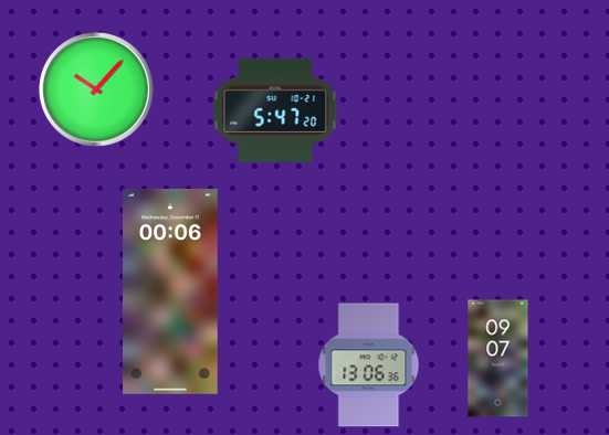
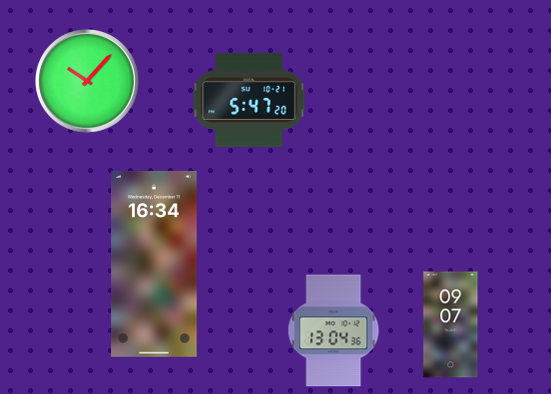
clock at (170, 291): 00:06 -> 16:34
clock at (369, 365): 13:06 -> 13:04
